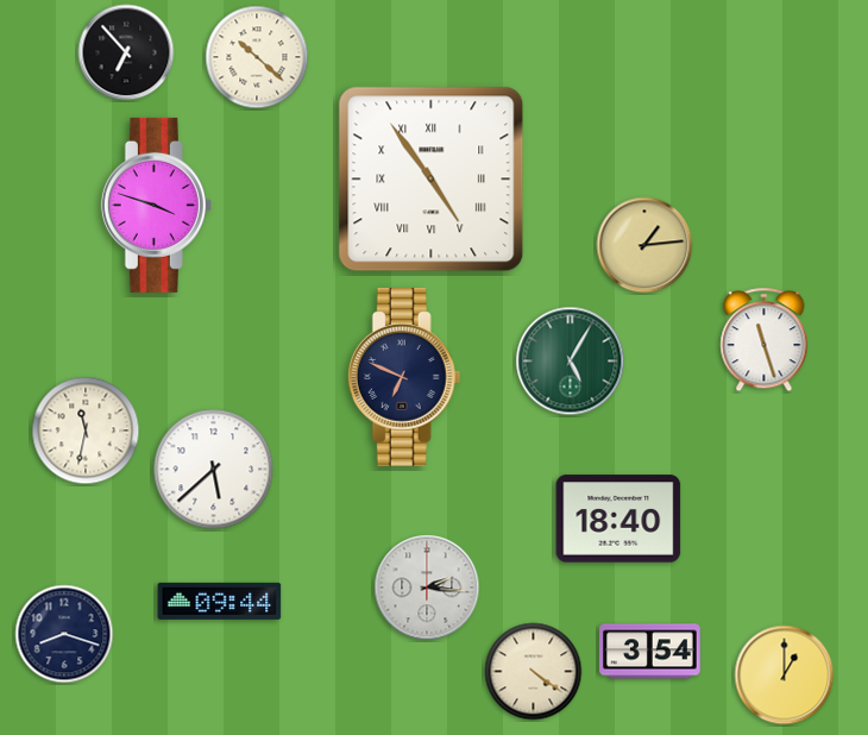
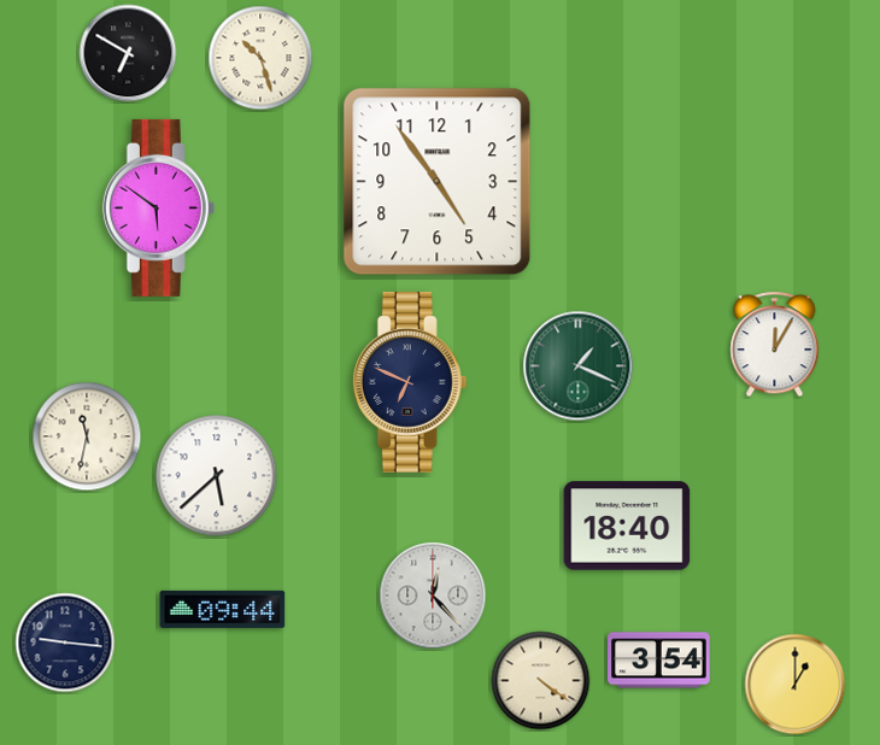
clock at (126, 52): 6:53 -> 6:50
clock at (257, 57): 10:22 -> 10:27
clock at (432, 180) numerals: Roman -> Arabic
clock at (156, 205): 3:48 -> 5:51
clock at (644, 245): 1:14 -> none
clock at (765, 340): 11:27 -> 12:05
clock at (571, 362): 5:05 -> 1:19
clock at (427, 588): 2:16 -> 12:23
clock at (64, 634): 8:18 -> 9:16
